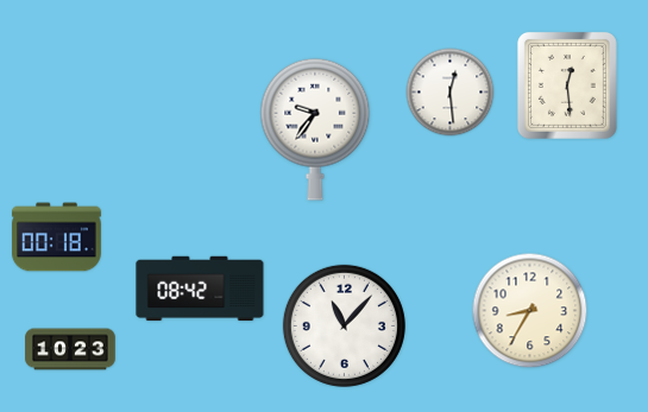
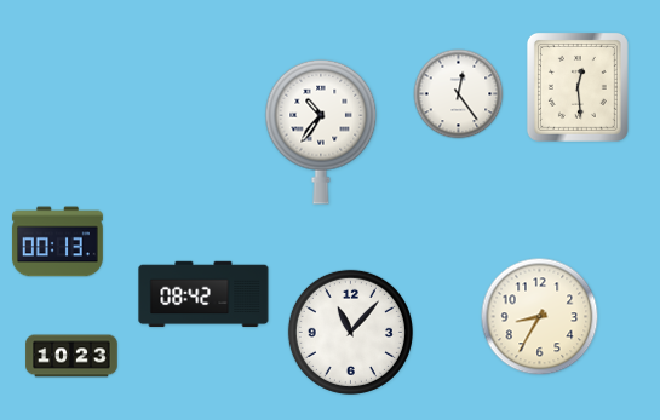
clock at (451, 93): 12:29 -> 12:24
clock at (315, 129): 9:36 -> 10:36
clock at (56, 237): 00:18 -> 00:13
